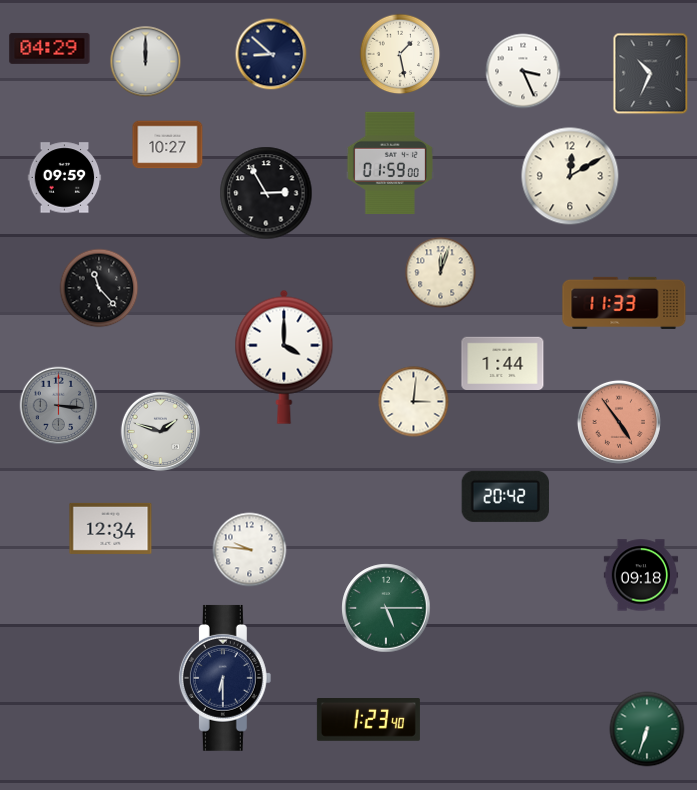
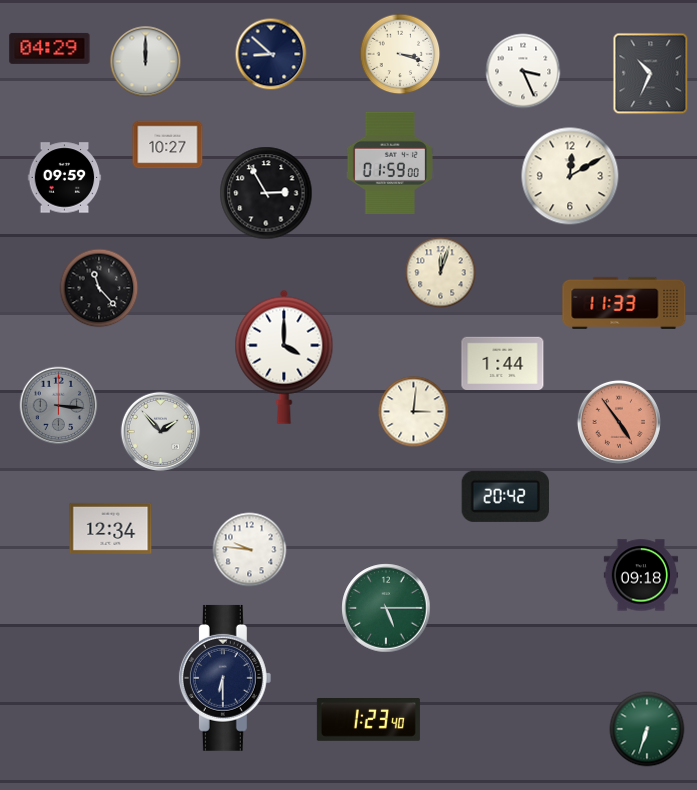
clock at (400, 54): 1:28 -> 3:18
clock at (414, 402) position: (414, 402) -> (414, 412)
clock at (161, 432): 1:48 -> 1:53
